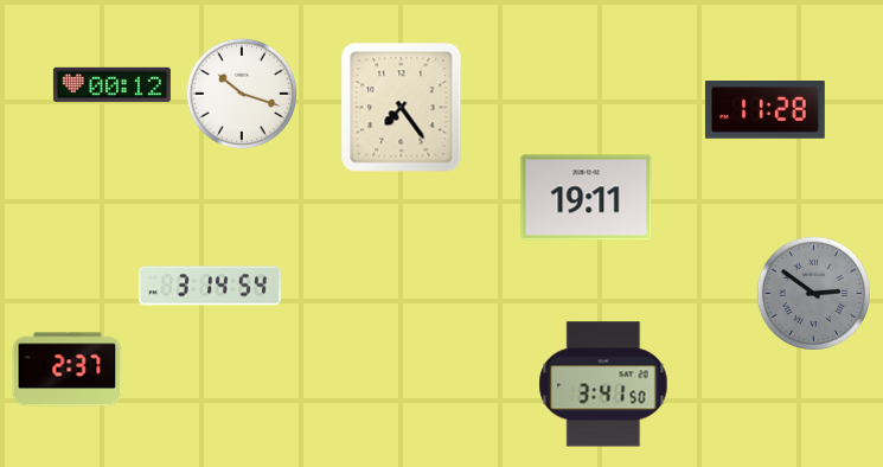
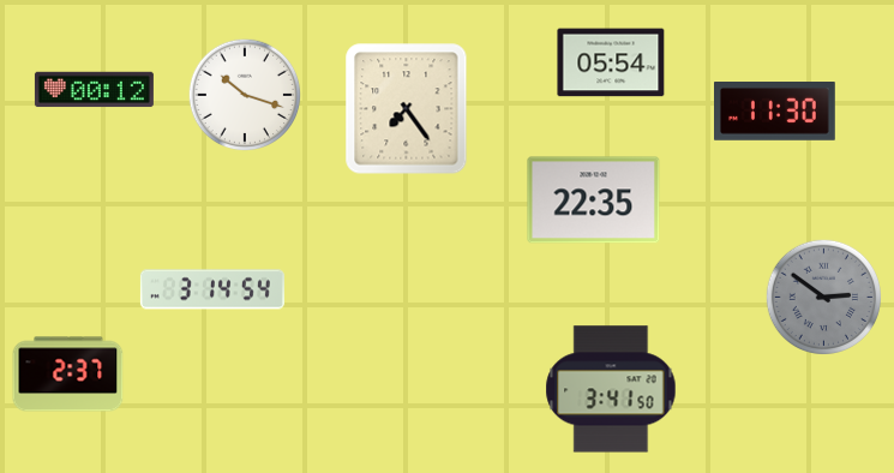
clock at (611, 62): none -> 05:54
clock at (111, 85) position: (111, 85) -> (94, 90)
clock at (766, 110): 11:28 -> 11:30
clock at (587, 198): 19:11 -> 22:35
